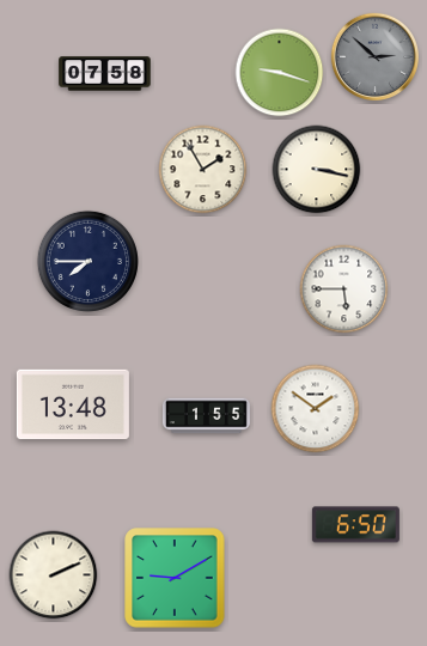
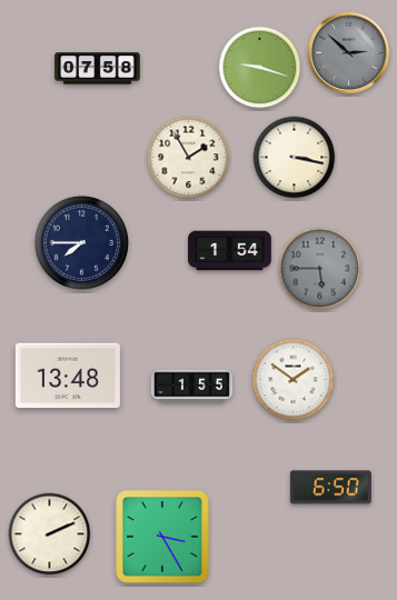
clock at (230, 251): none -> 1:54
clock at (344, 290) dial: white -> grey
clock at (175, 578): 9:10 -> 3:25
